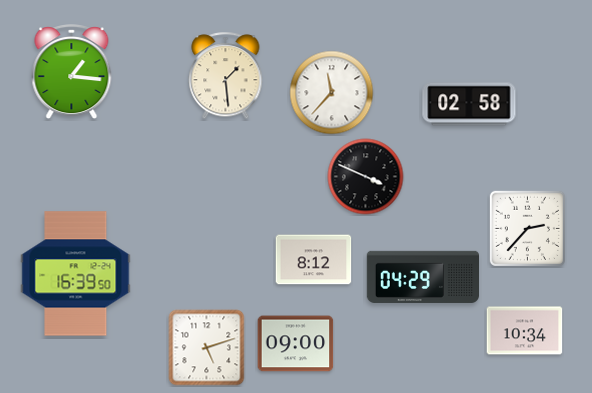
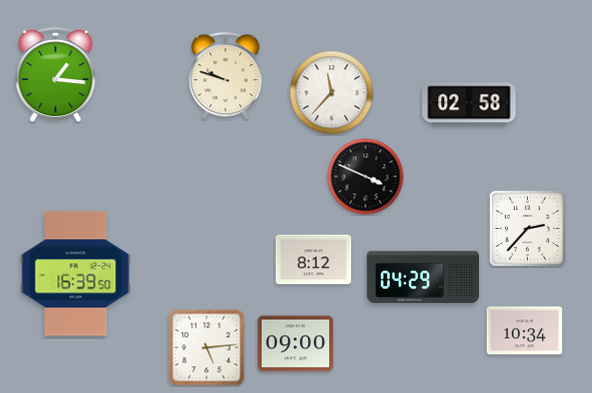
clock at (72, 72) position: (72, 72) -> (56, 75)
clock at (226, 76): 1:29 -> 9:48
clock at (207, 348): 5:12 -> 5:14
